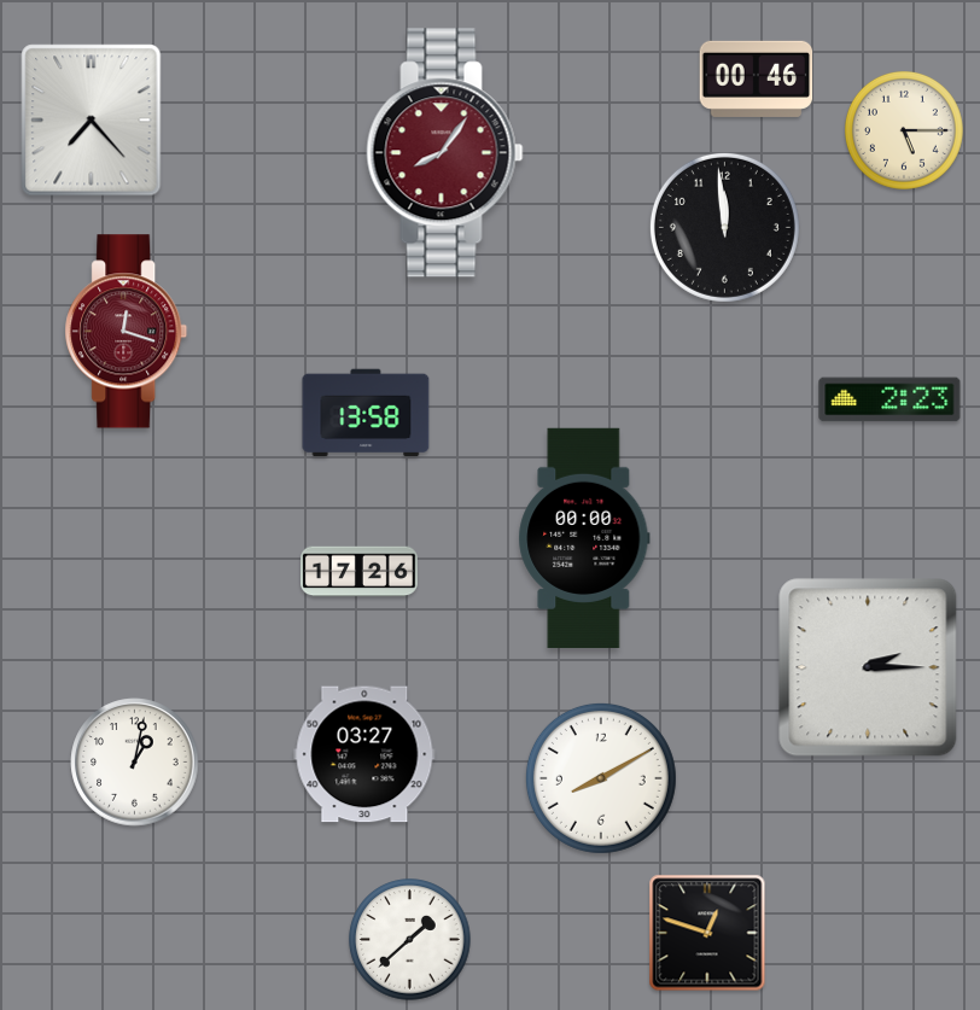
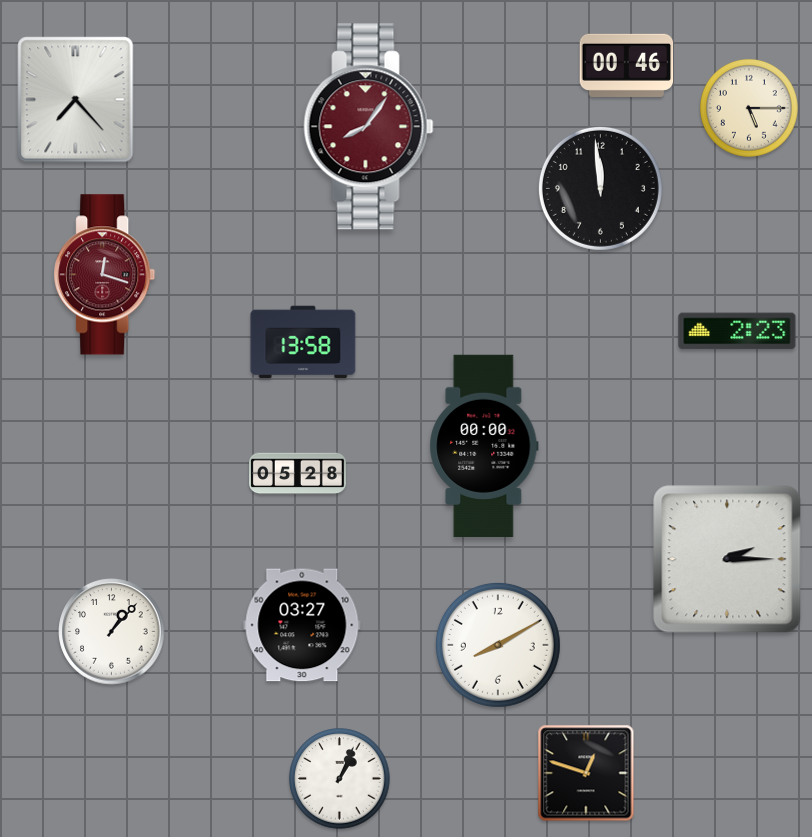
clock at (360, 572): 17:26 -> 05:28
clock at (868, 667) position: (868, 667) -> (727, 559)
clock at (135, 763): 1:02 -> 1:07
clock at (410, 940): 1:38 -> 1:04
